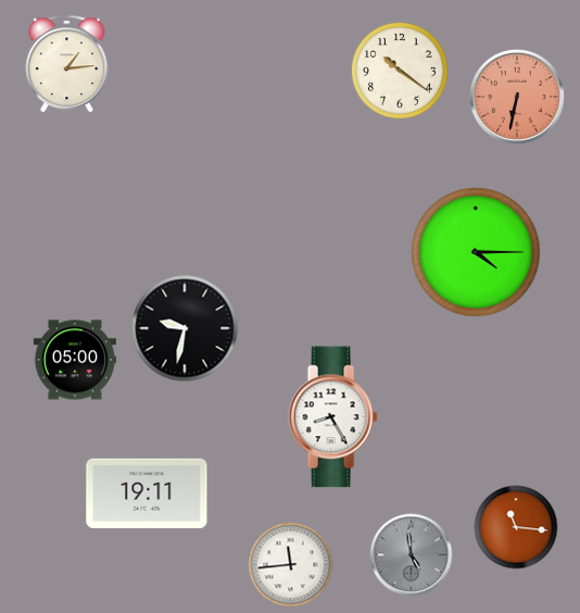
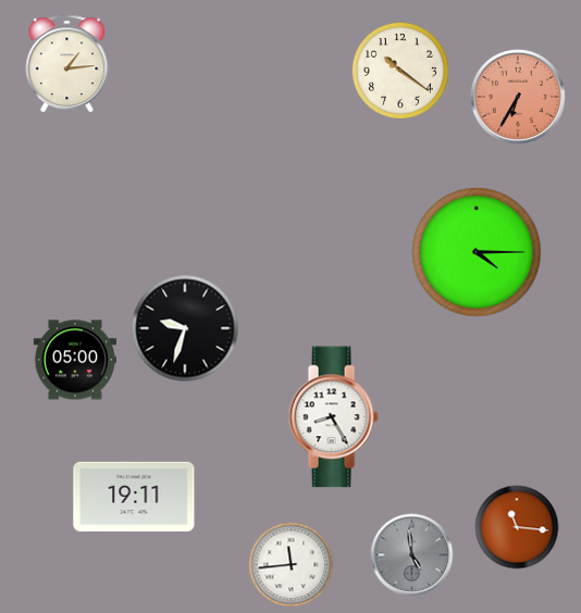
clock at (517, 97): 6:32 -> 6:35
clock at (185, 328): 9:32 -> 9:33
clock at (147, 493) position: (147, 493) -> (134, 497)
